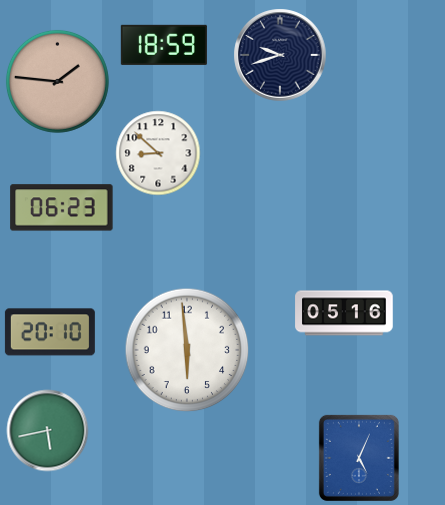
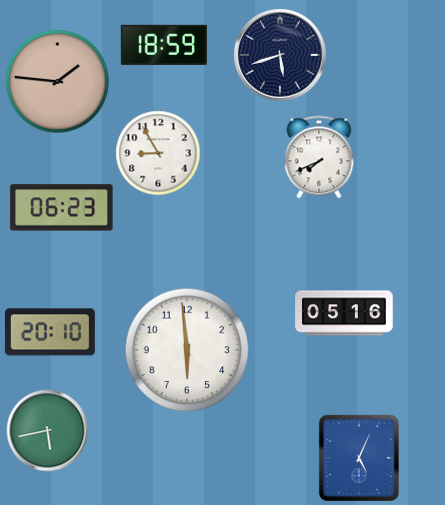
clock at (280, 55): 9:42 -> 5:42
clock at (158, 153): 8:52 -> 8:55
clock at (319, 157): none -> 7:41
